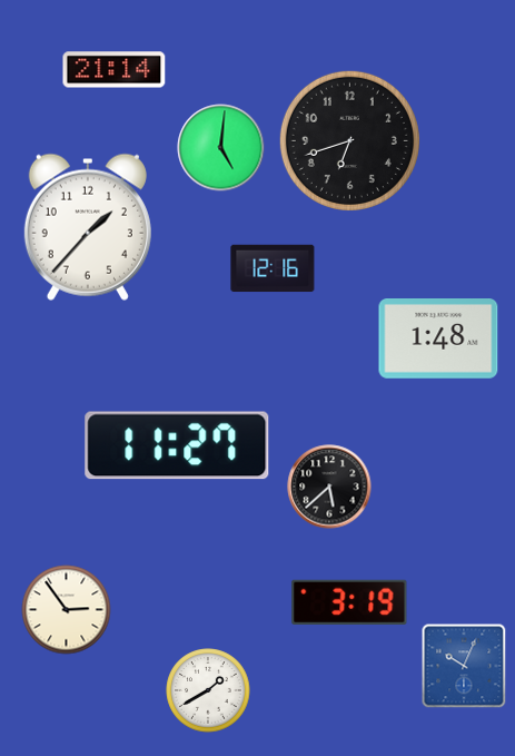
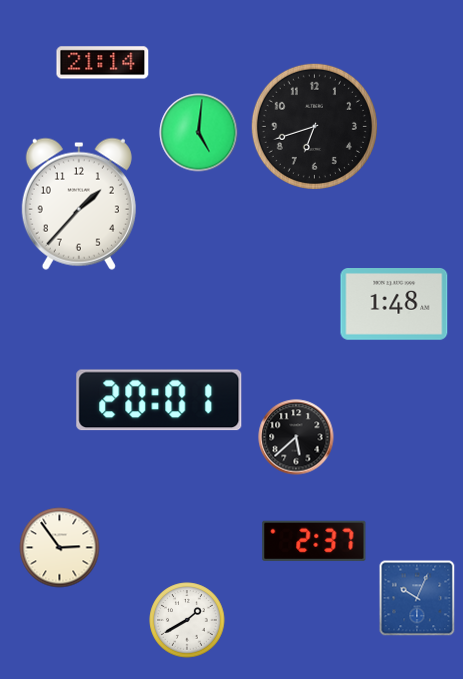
clock at (273, 268): 12:16 -> none
clock at (177, 445): 11:27 -> 20:01
clock at (349, 602): 3:19 -> 2:37
